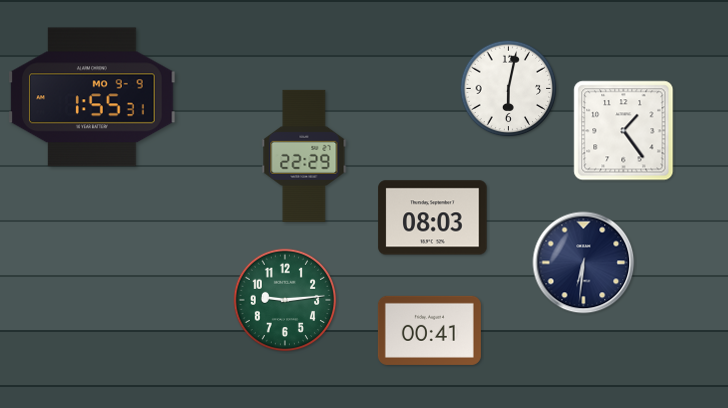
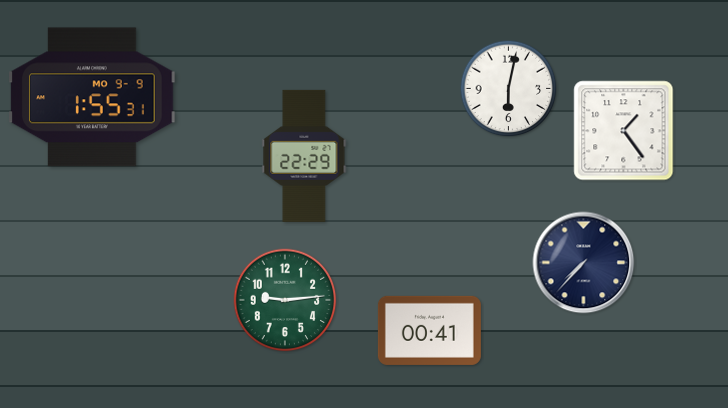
clock at (433, 218): 08:03 -> none
clock at (584, 263): 6:31 -> 7:37
